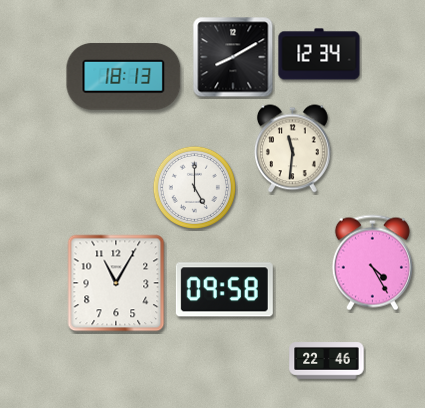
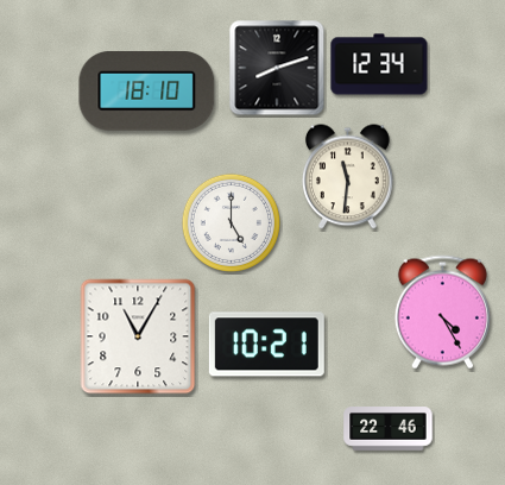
clock at (233, 57): 8:10 -> 8:12
clock at (124, 76): 18:13 -> 18:10
clock at (224, 290): 09:58 -> 10:21
